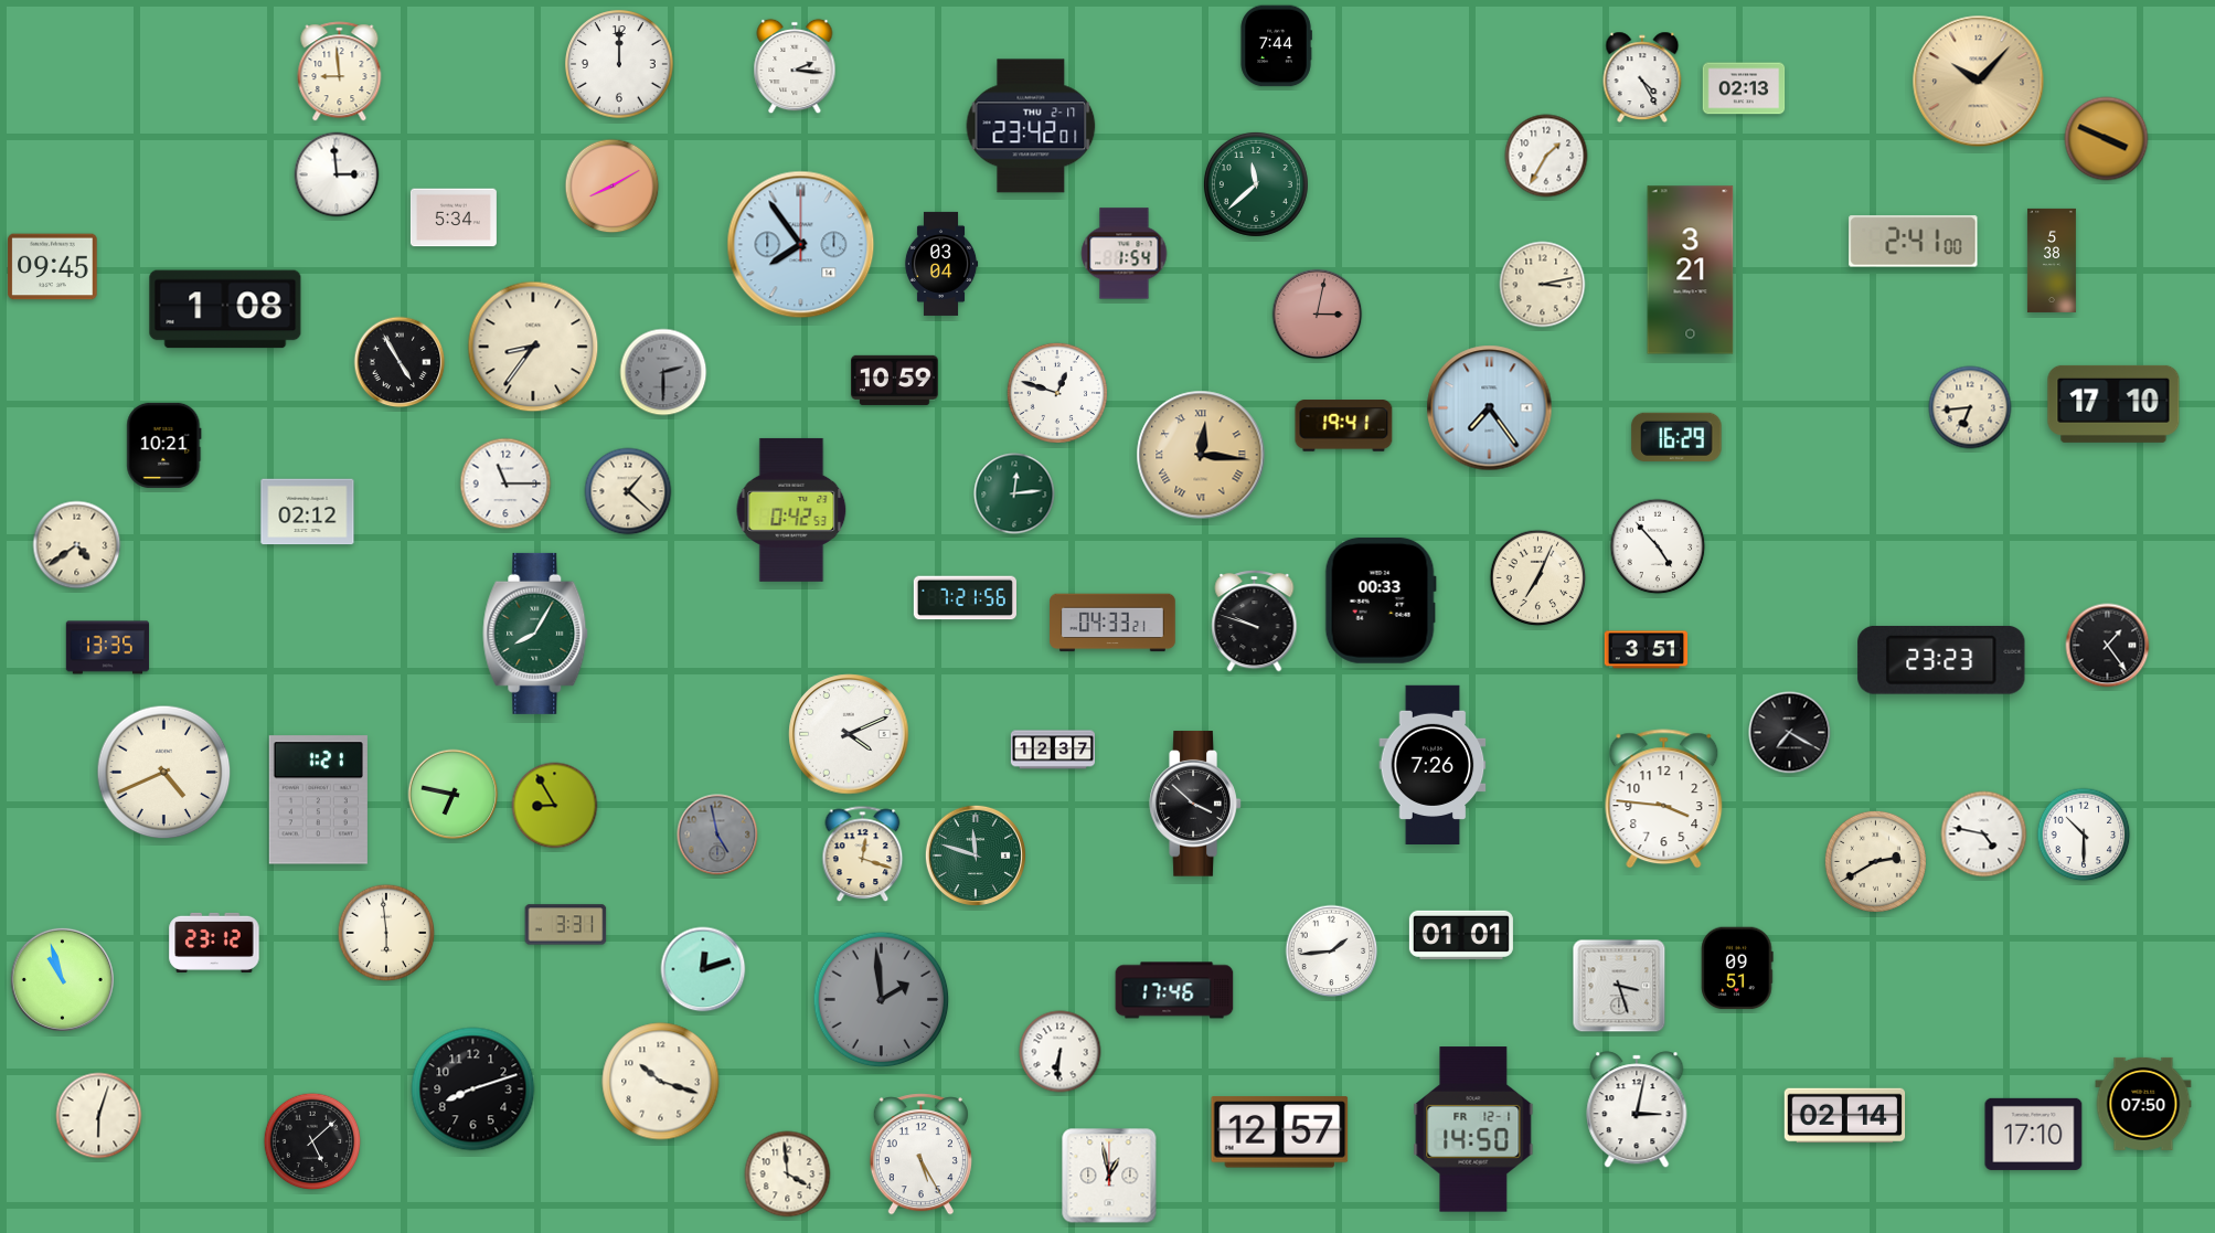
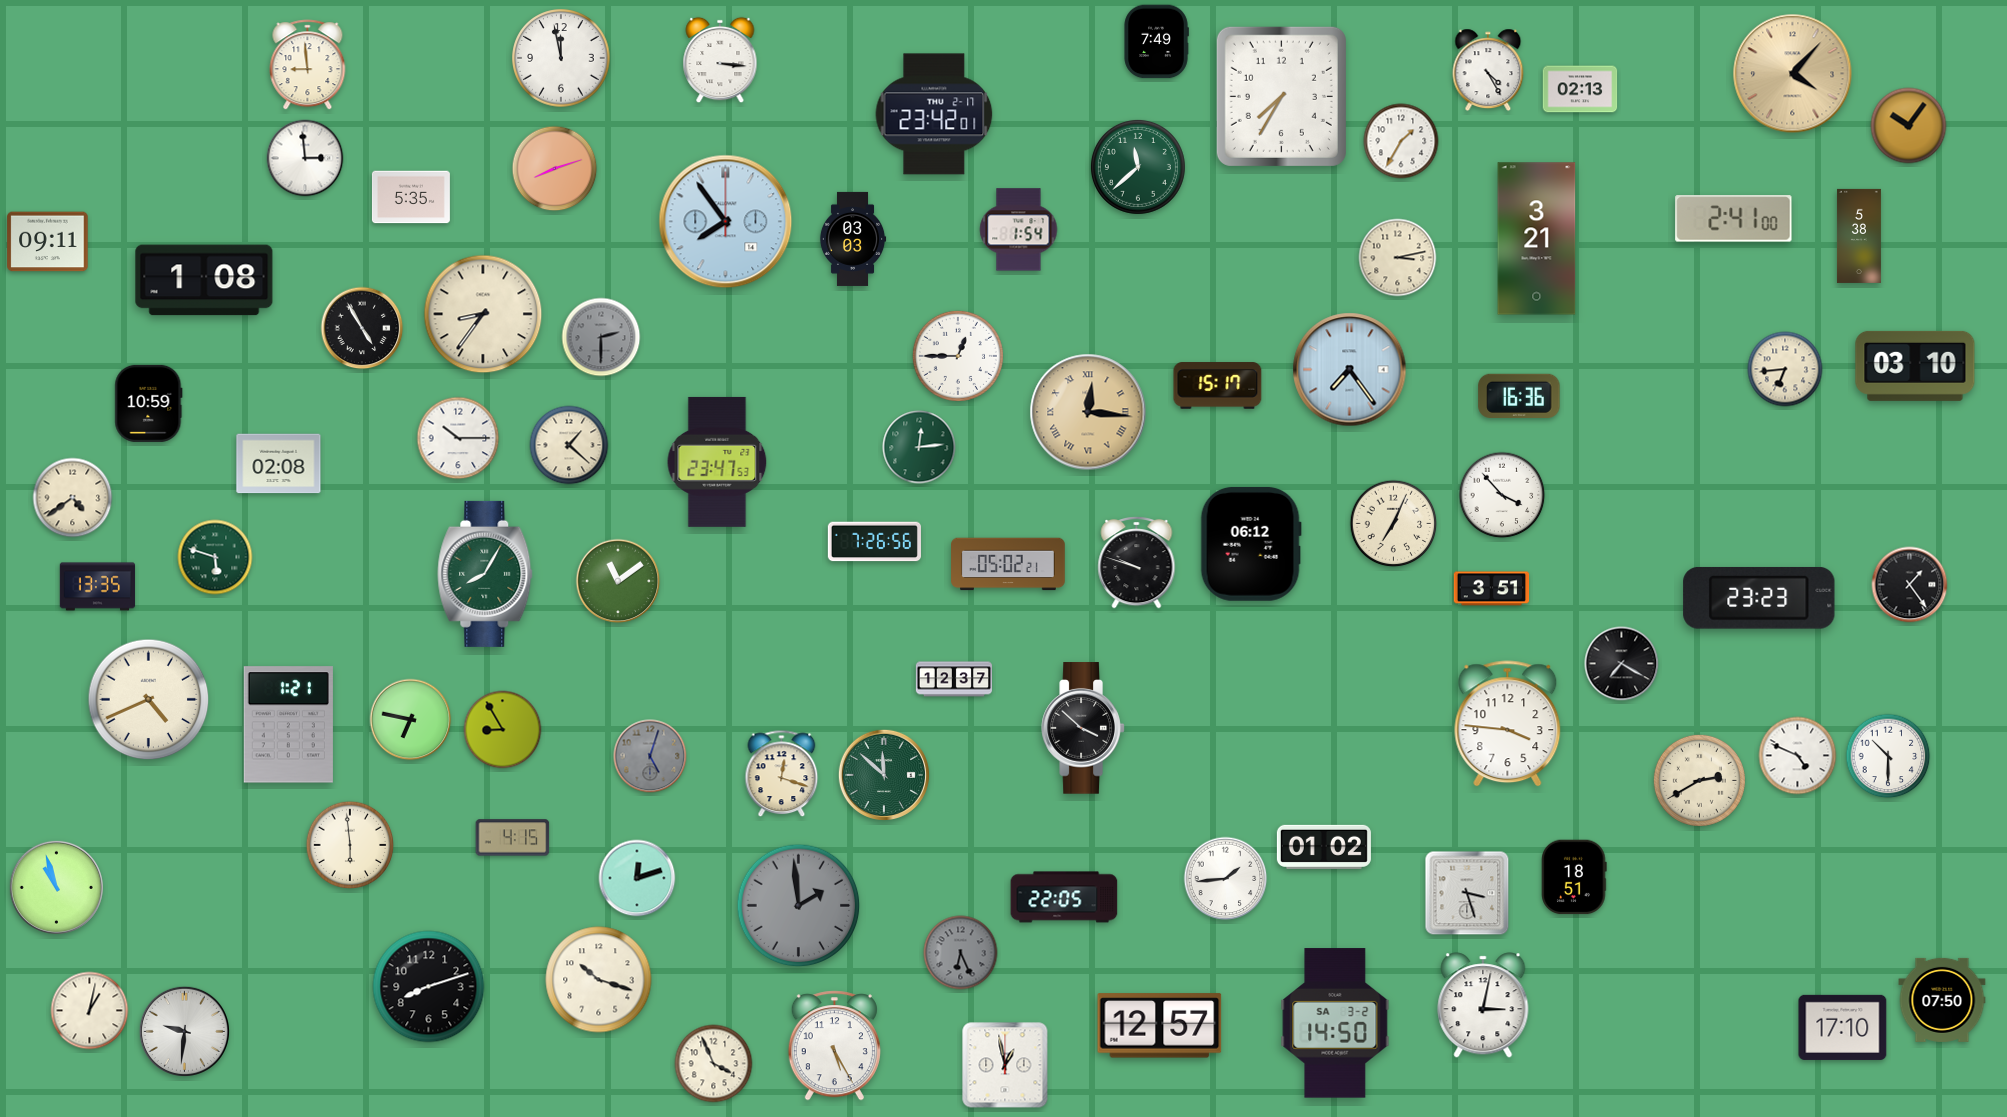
clock at (1276, 46): 7:44 -> 7:49
clock at (619, 64): 12:00 -> 11:58
clock at (795, 66): 2:16 -> 3:16
clock at (1979, 82): 10:07 -> 4:07
clock at (1744, 88) position: (1744, 88) -> (1580, 89)
clock at (1281, 96): none -> 7:35
clock at (2107, 139): 3:49 -> 10:06
clock at (613, 187): 8:10 -> 8:12
clock at (454, 217): 5:34 -> 5:35
clock at (941, 264): 03:04 -> 03:03
clock at (53, 267): 09:45 -> 09:11
clock at (1691, 270) position: (1691, 270) -> (1537, 239)
clock at (1318, 315): 3:02 -> none
clock at (895, 380): 10:59 -> none
clock at (1057, 393): 12:48 -> 12:45
clock at (2113, 404): 17:10 -> 03:10
clock at (1344, 426): 19:41 -> 15:17
clock at (1676, 437): 16:29 -> 16:36
clock at (164, 445): 10:21 -> 10:59
clock at (505, 483): 11:15 -> 10:15
clock at (791, 510): 0:42 -> 23:47
clock at (308, 512): 02:12 -> 02:08
clock at (77, 545) position: (77, 545) -> (73, 498)
clock at (1658, 546): 4:53 -> 3:53
clock at (965, 598): 7:21 -> 7:26
clock at (1381, 600): 00:33 -> 06:12
clock at (215, 557): none -> 5:48
clock at (1112, 623): 04:33 -> 05:02
clock at (618, 581): none -> 11:09
clock at (849, 734): 4:11 -> none
clock at (1433, 764): 7:26 -> none
clock at (717, 835): 4:58 -> 5:03
clock at (1984, 835): 4:47 -> 4:49
clock at (976, 855): 11:48 -> 11:52
clock at (566, 925): 3:31 -> 4:15
clock at (1461, 935): 01:01 -> 01:02
clock at (214, 943): 23:12 -> none
clock at (1332, 952) position: (1332, 952) -> (1226, 879)
clock at (1737, 968): 09:51 -> 18:51
clock at (1174, 990): 17:46 -> 22:05
clock at (1061, 1052): 6:31 -> 6:26
clock at (1061, 1052) dial: white -> grey
clock at (99, 1116): 6:03 -> 1:02
clock at (1845, 1116): 02:14 -> none
clock at (1473, 1129) date: FR 12-1 -> SA 3-2
clock at (184, 1031): none -> 9:31
clock at (312, 1141): 5:08 -> none
clock at (788, 1174): 3:59 -> 3:56
